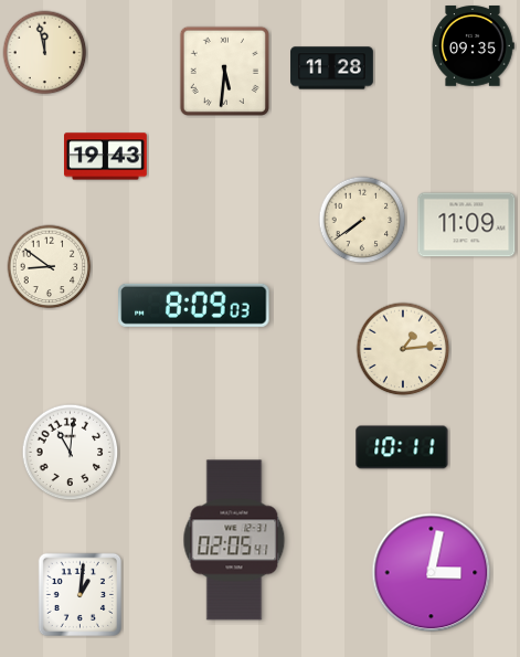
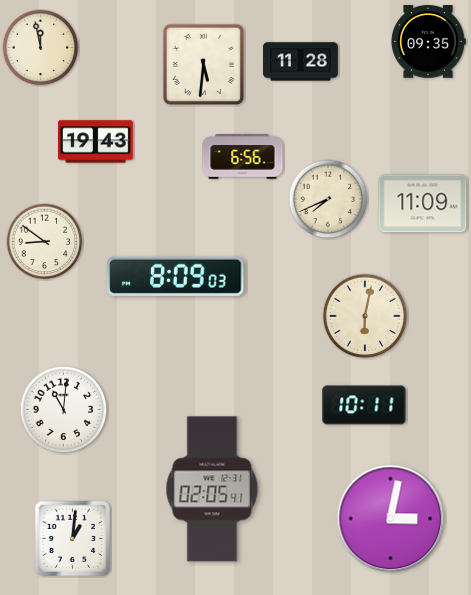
clock at (243, 157): none -> 6:56
clock at (362, 220): 7:39 -> 7:41
clock at (403, 349): 1:14 -> 6:02
